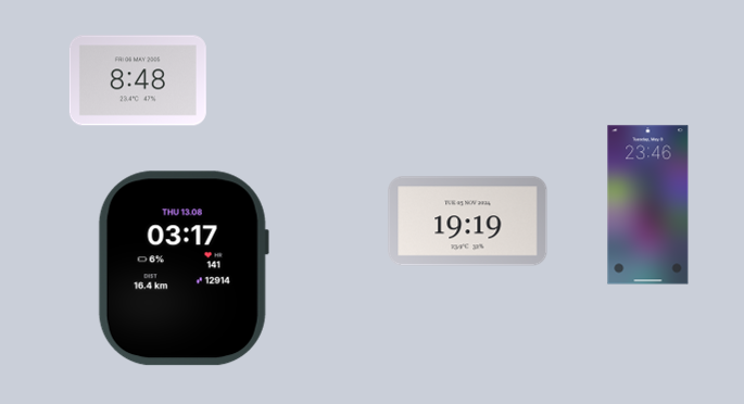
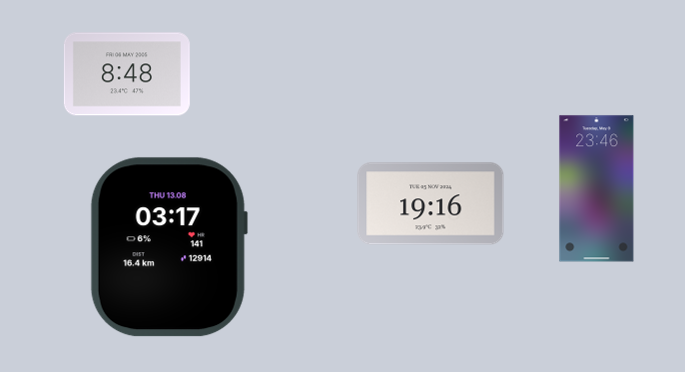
clock at (468, 222): 19:19 -> 19:16
